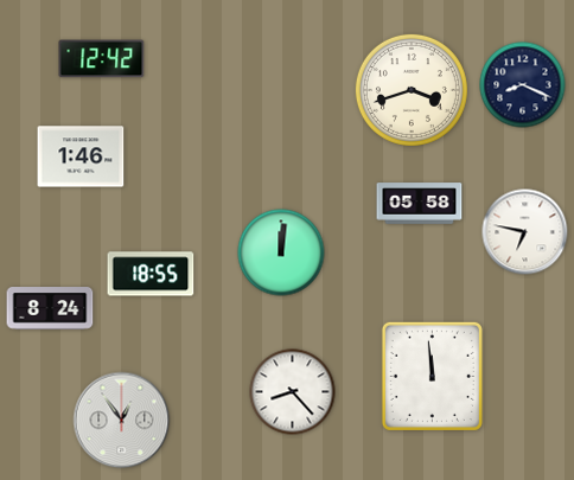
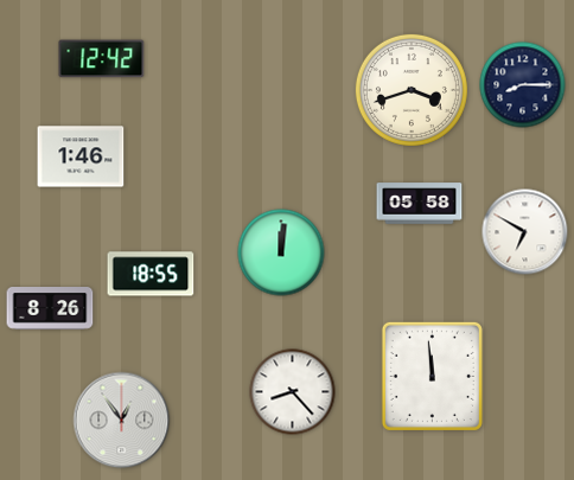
clock at (523, 85): 8:19 -> 8:15
clock at (525, 232): 6:47 -> 6:50
clock at (50, 308): 8:24 -> 8:26
